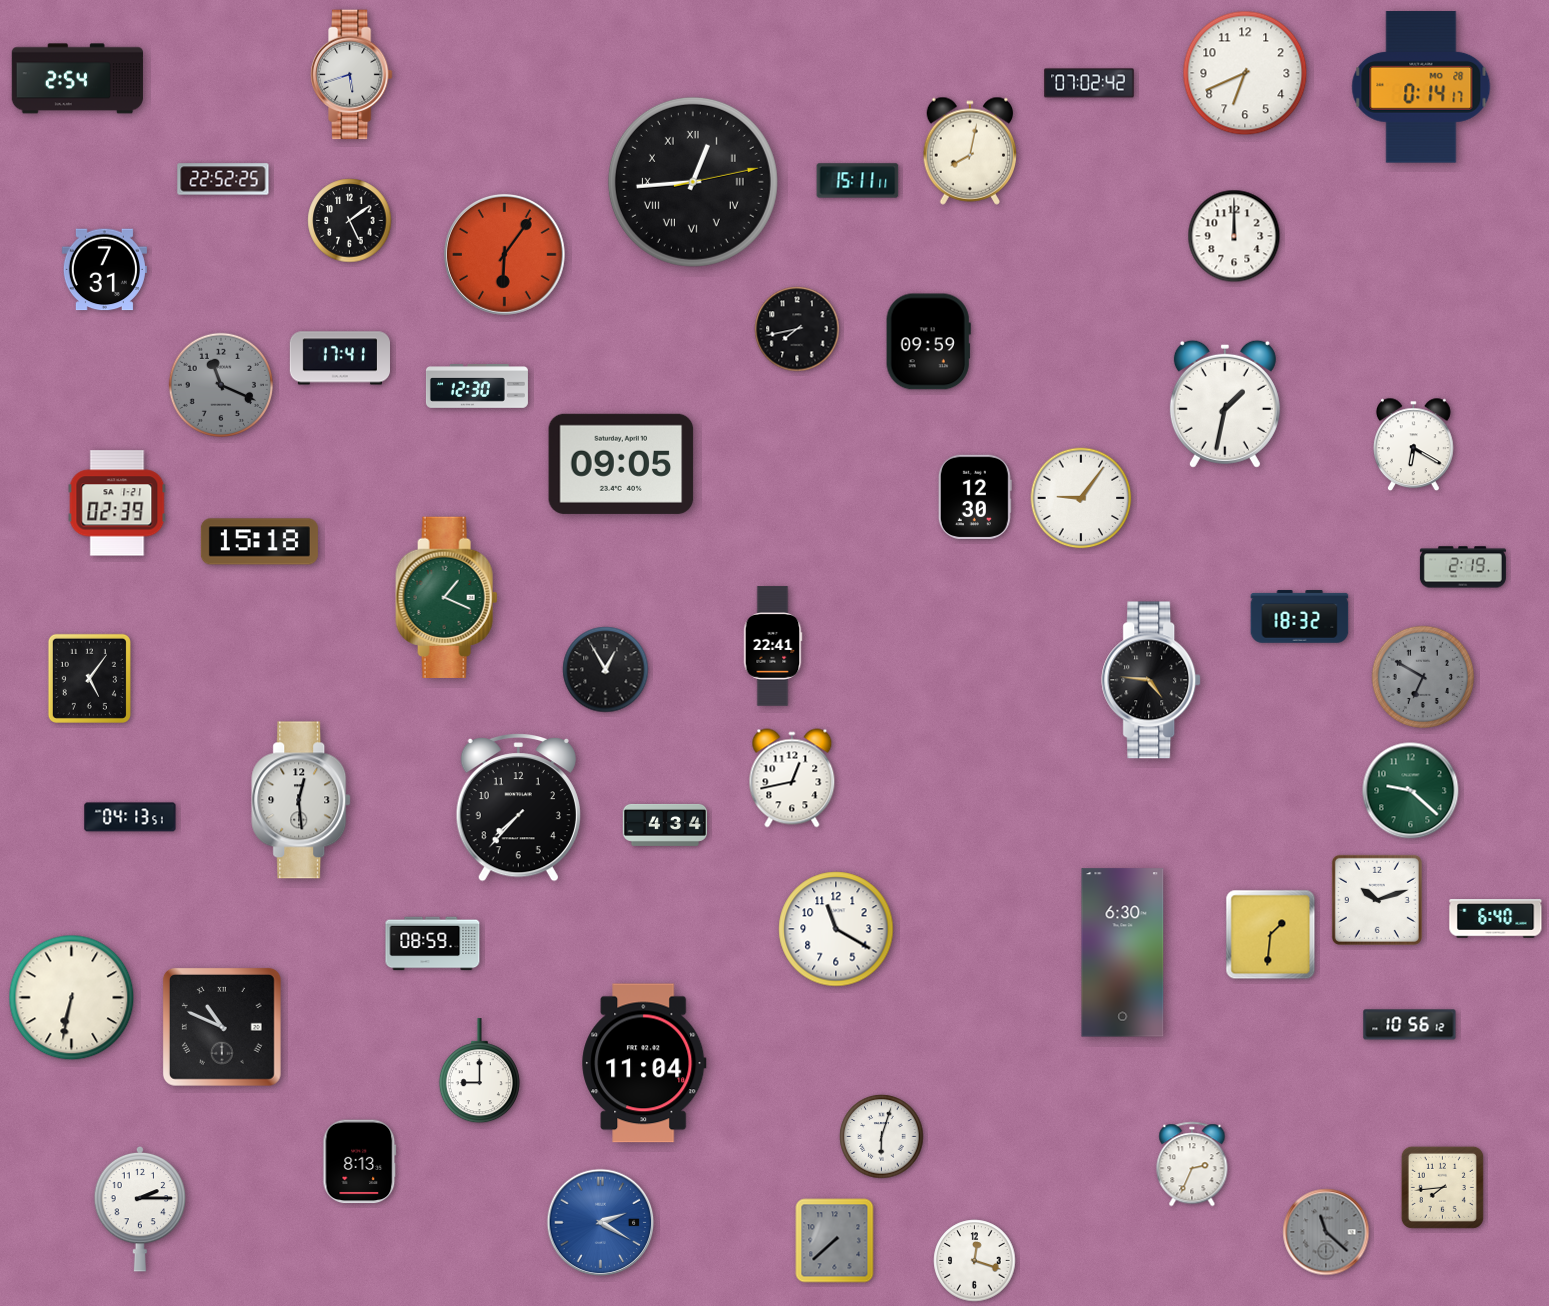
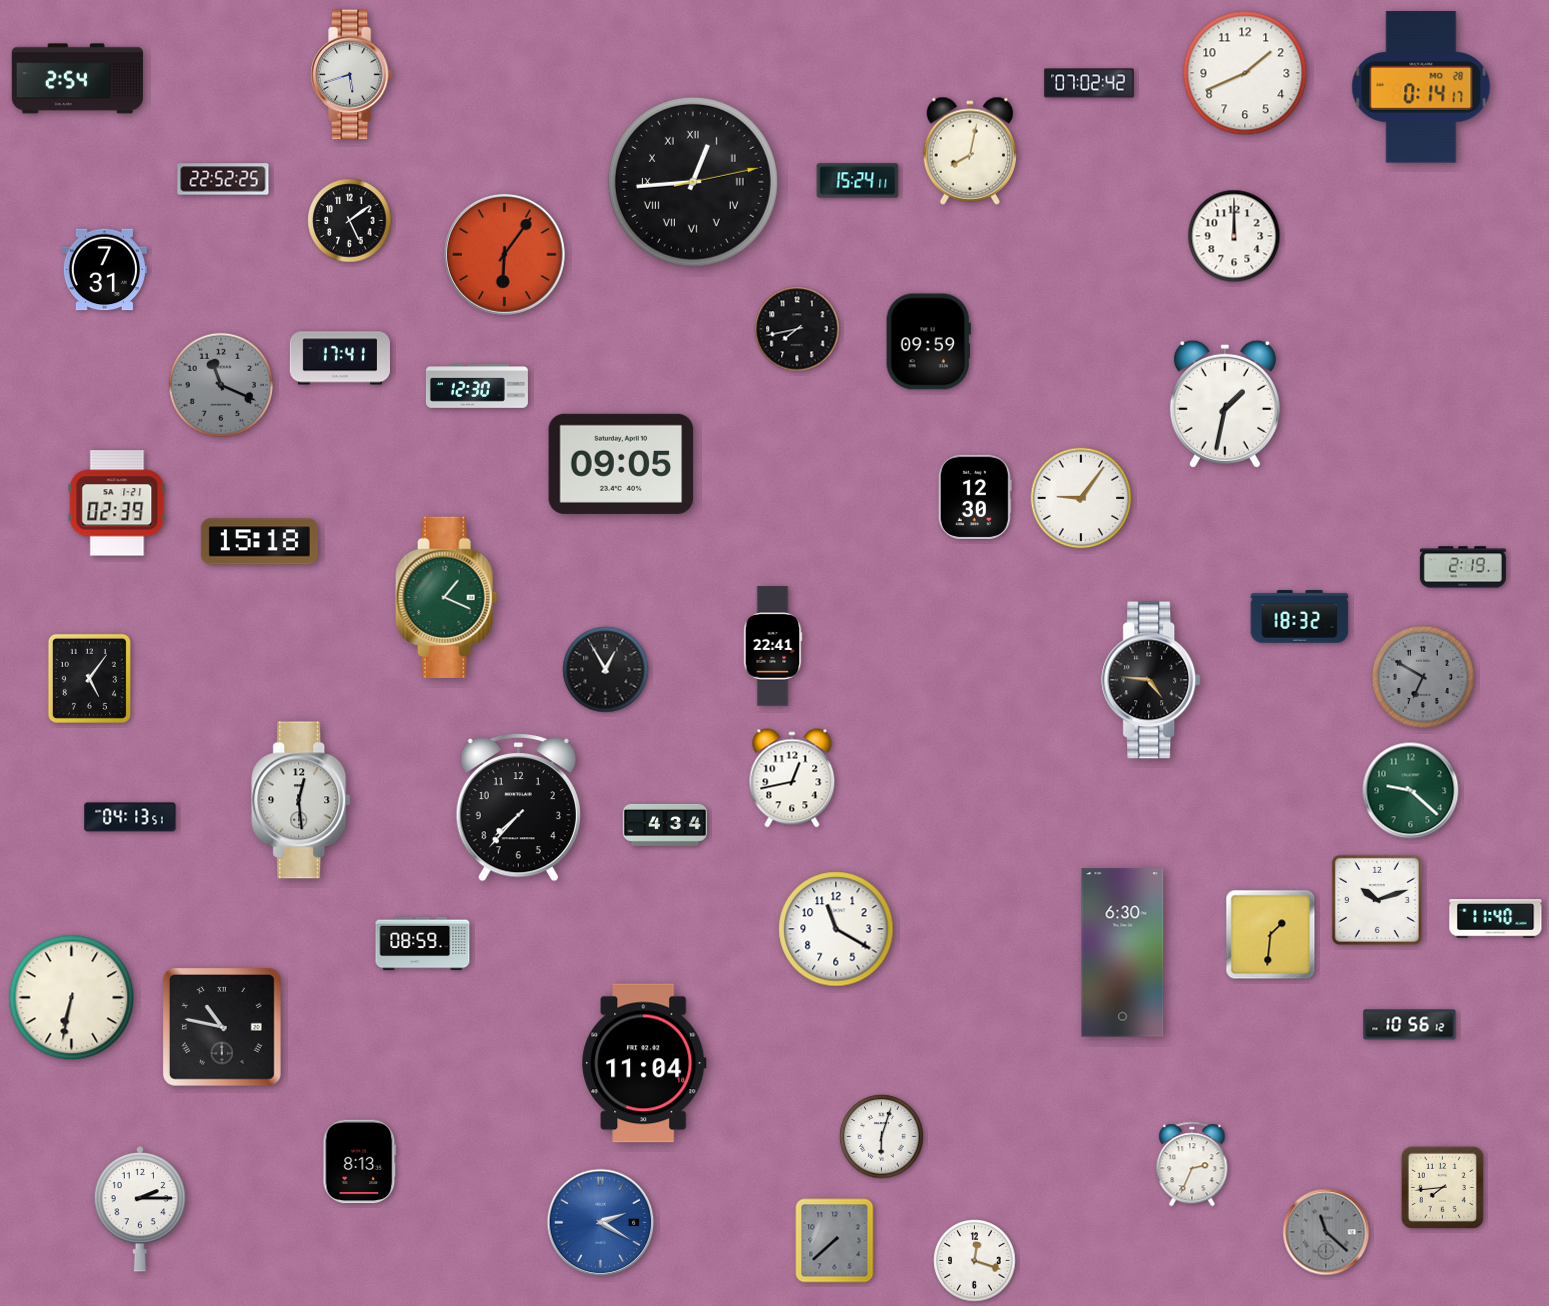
clock at (1245, 73): 6:41 -> 1:41
clock at (858, 181): 15:11 -> 15:24
clock at (1413, 445): 6:20 -> none
clock at (1496, 919): 6:40 -> 11:40
clock at (433, 944) position: (433, 944) -> (423, 944)
clock at (222, 1027): 10:49 -> 10:47
clock at (479, 1071): 9:00 -> none
